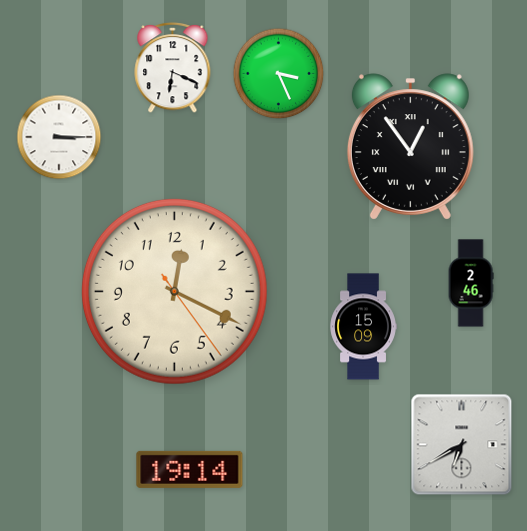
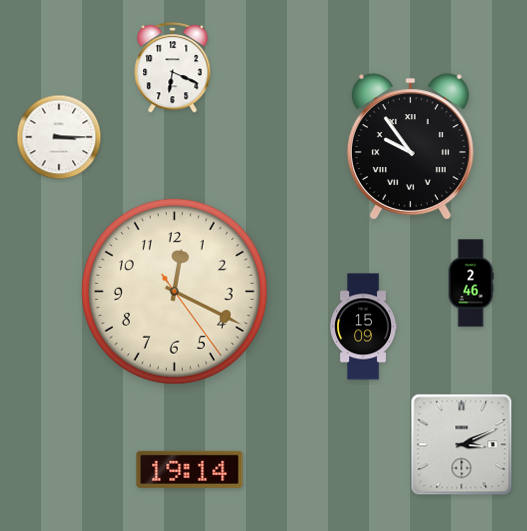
clock at (279, 74): 3:26 -> none
clock at (410, 147): 12:54 -> 9:54
clock at (462, 445): 6:40 -> 3:11
